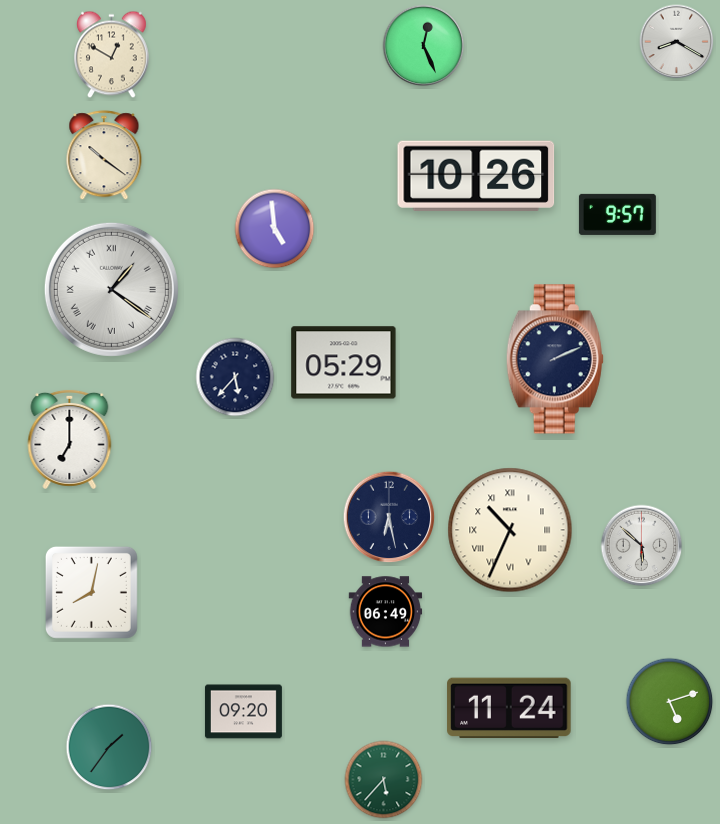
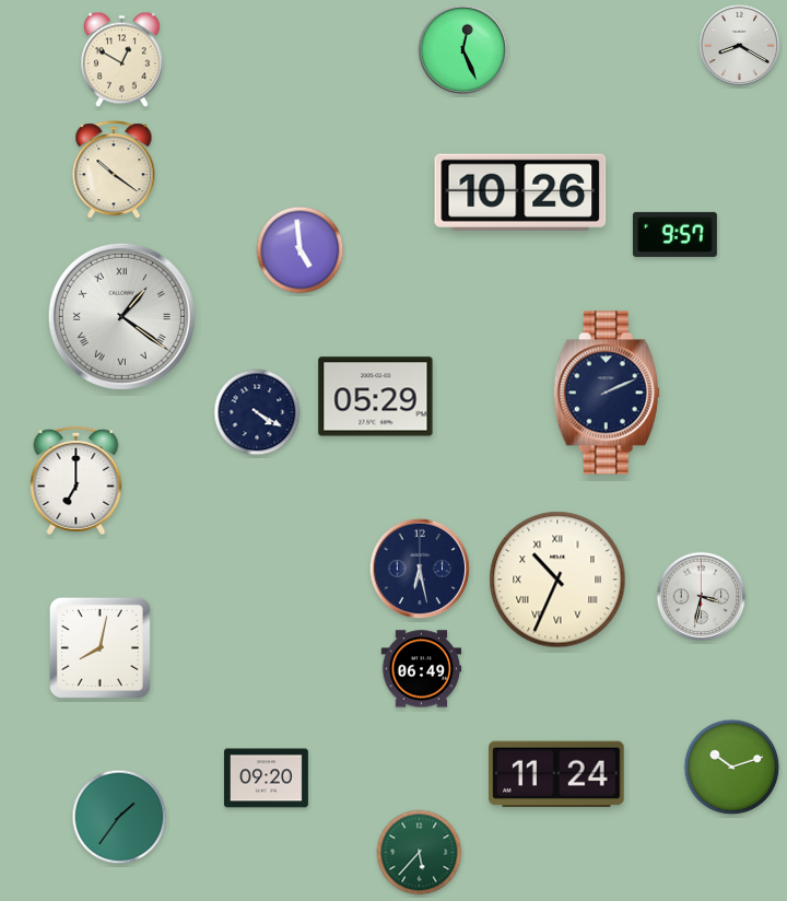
clock at (235, 377): 5:37 -> 4:20
clock at (389, 517) position: (389, 517) -> (420, 569)
clock at (642, 546): 5:52 -> 3:32
clock at (670, 702): 5:12 -> 10:12
